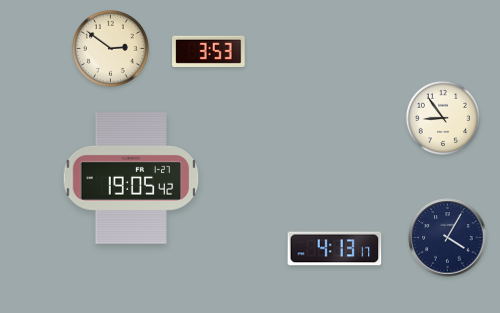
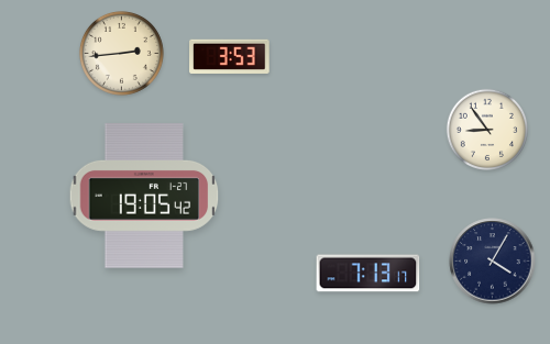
clock at (110, 48): 2:51 -> 2:44
clock at (335, 249): 4:13 -> 7:13
